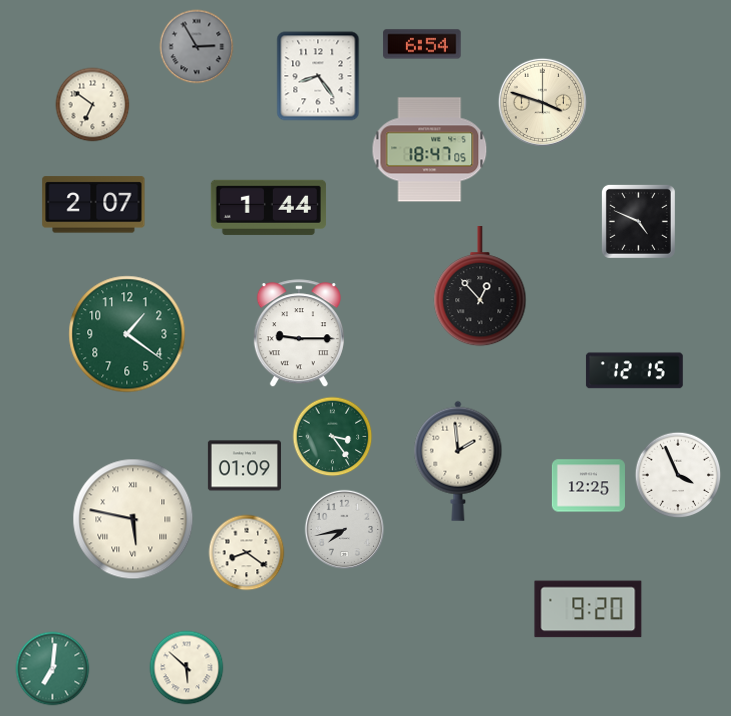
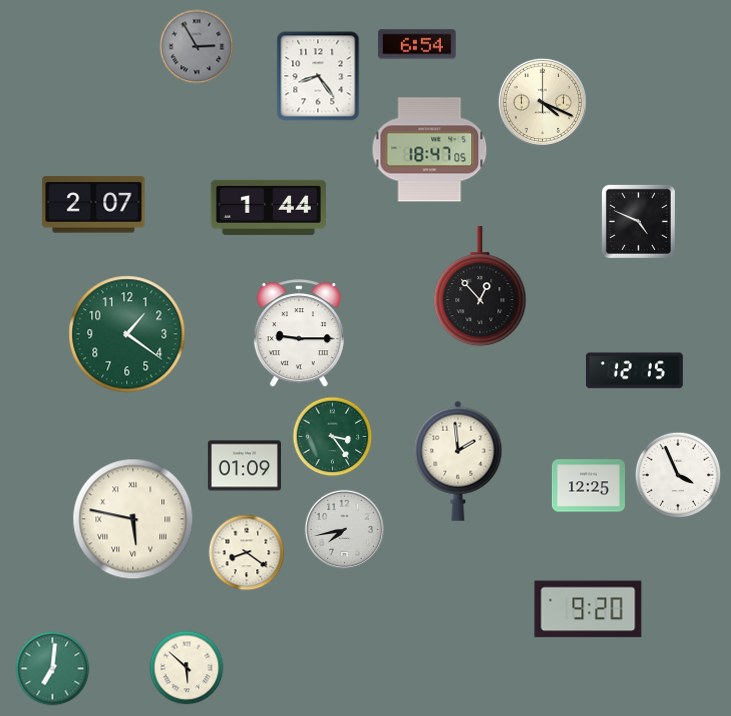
clock at (422, 44) position: (422, 44) -> (417, 44)
clock at (542, 102): 3:48 -> 4:19
clock at (93, 105): 6:51 -> none
